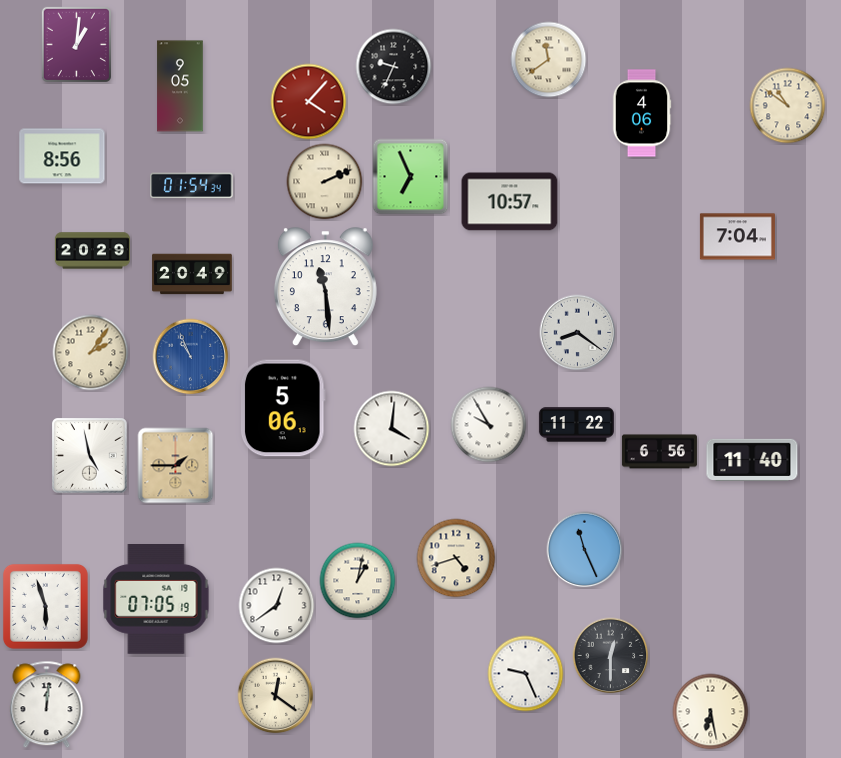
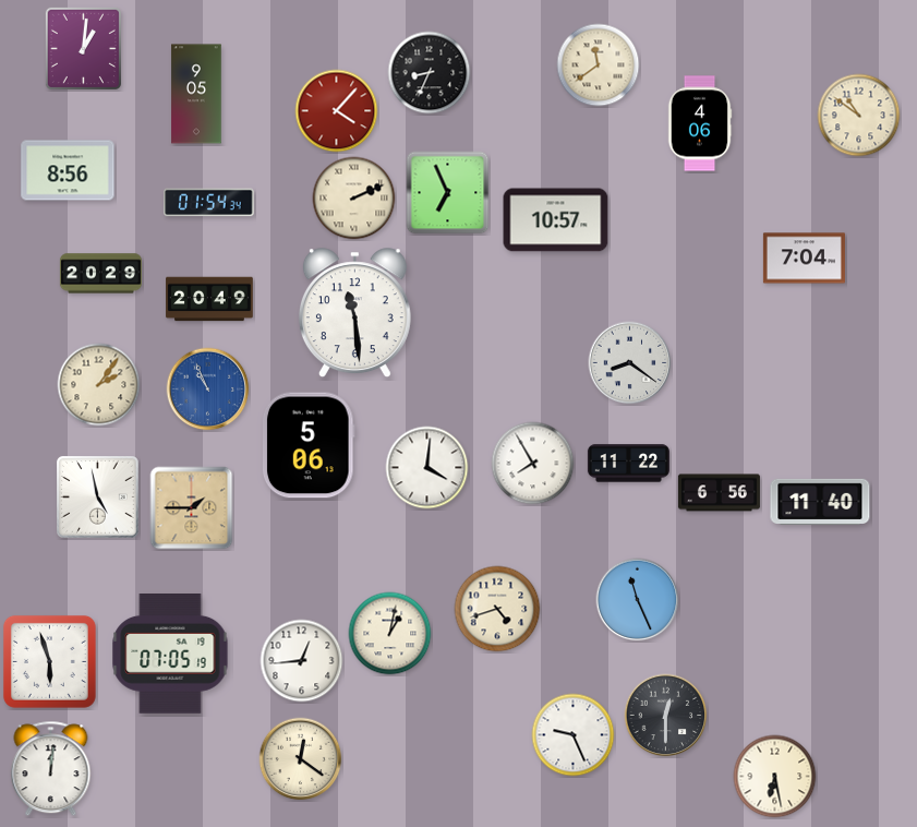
clock at (394, 67): 9:34 -> 8:34
clock at (489, 425): 9:55 -> 7:55
clock at (277, 606): 12:39 -> 12:44
